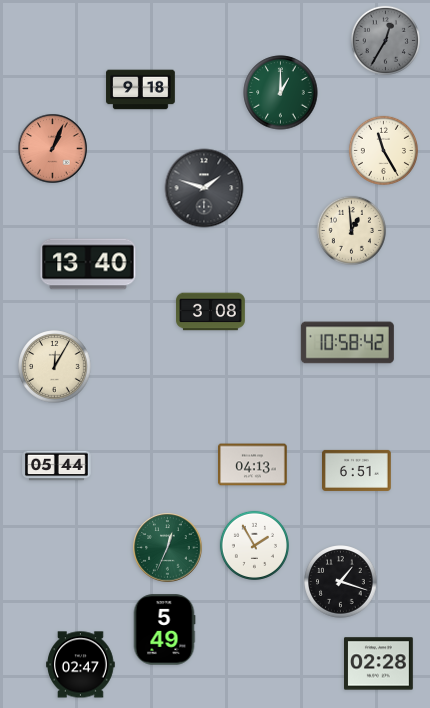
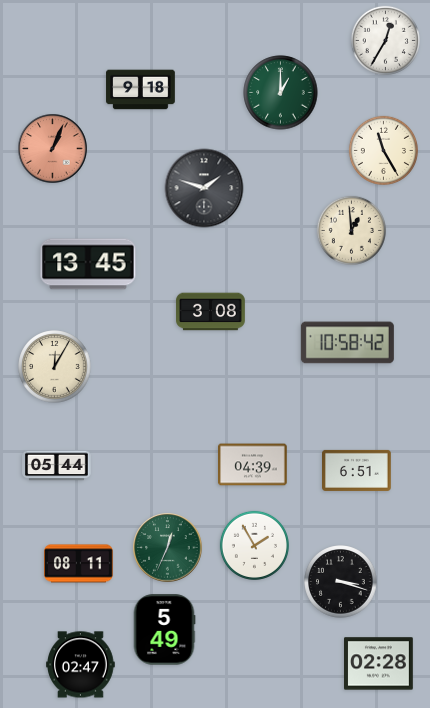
clock at (385, 40) dial: grey -> white
clock at (88, 264): 13:40 -> 13:45
clock at (253, 465): 04:13 -> 04:39
clock at (79, 564): none -> 08:11
clock at (341, 582): 1:18 -> 3:18
